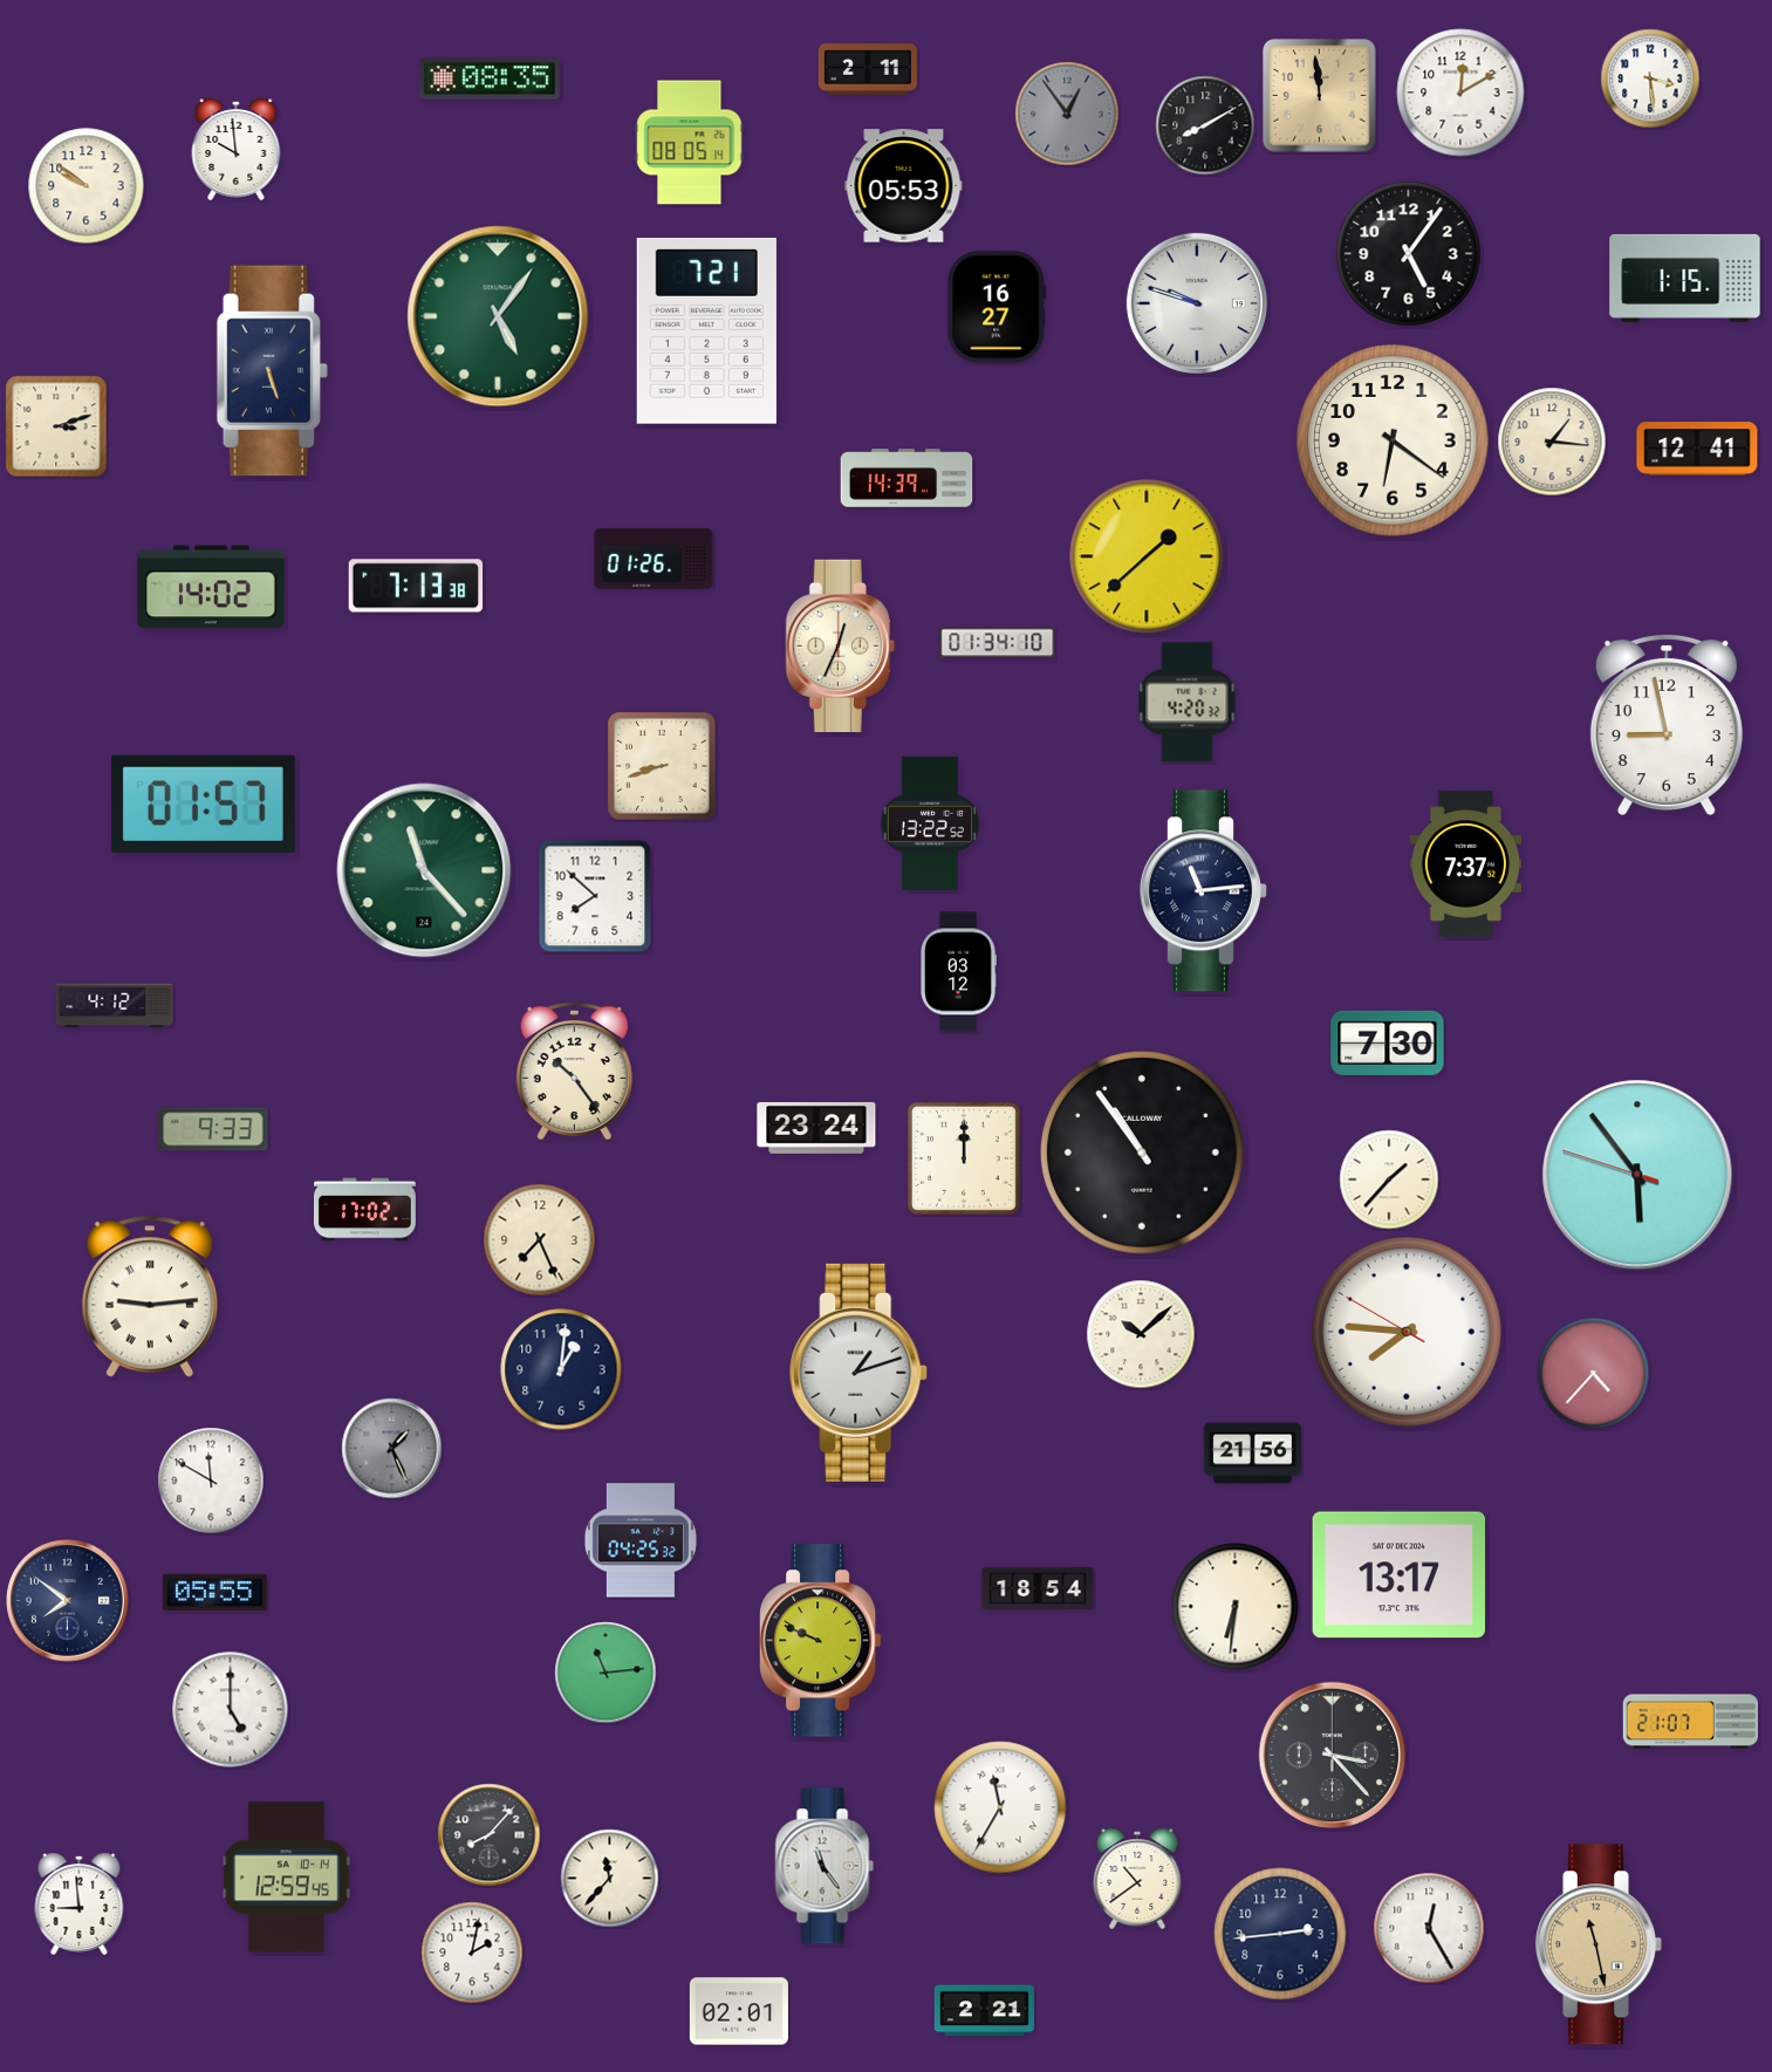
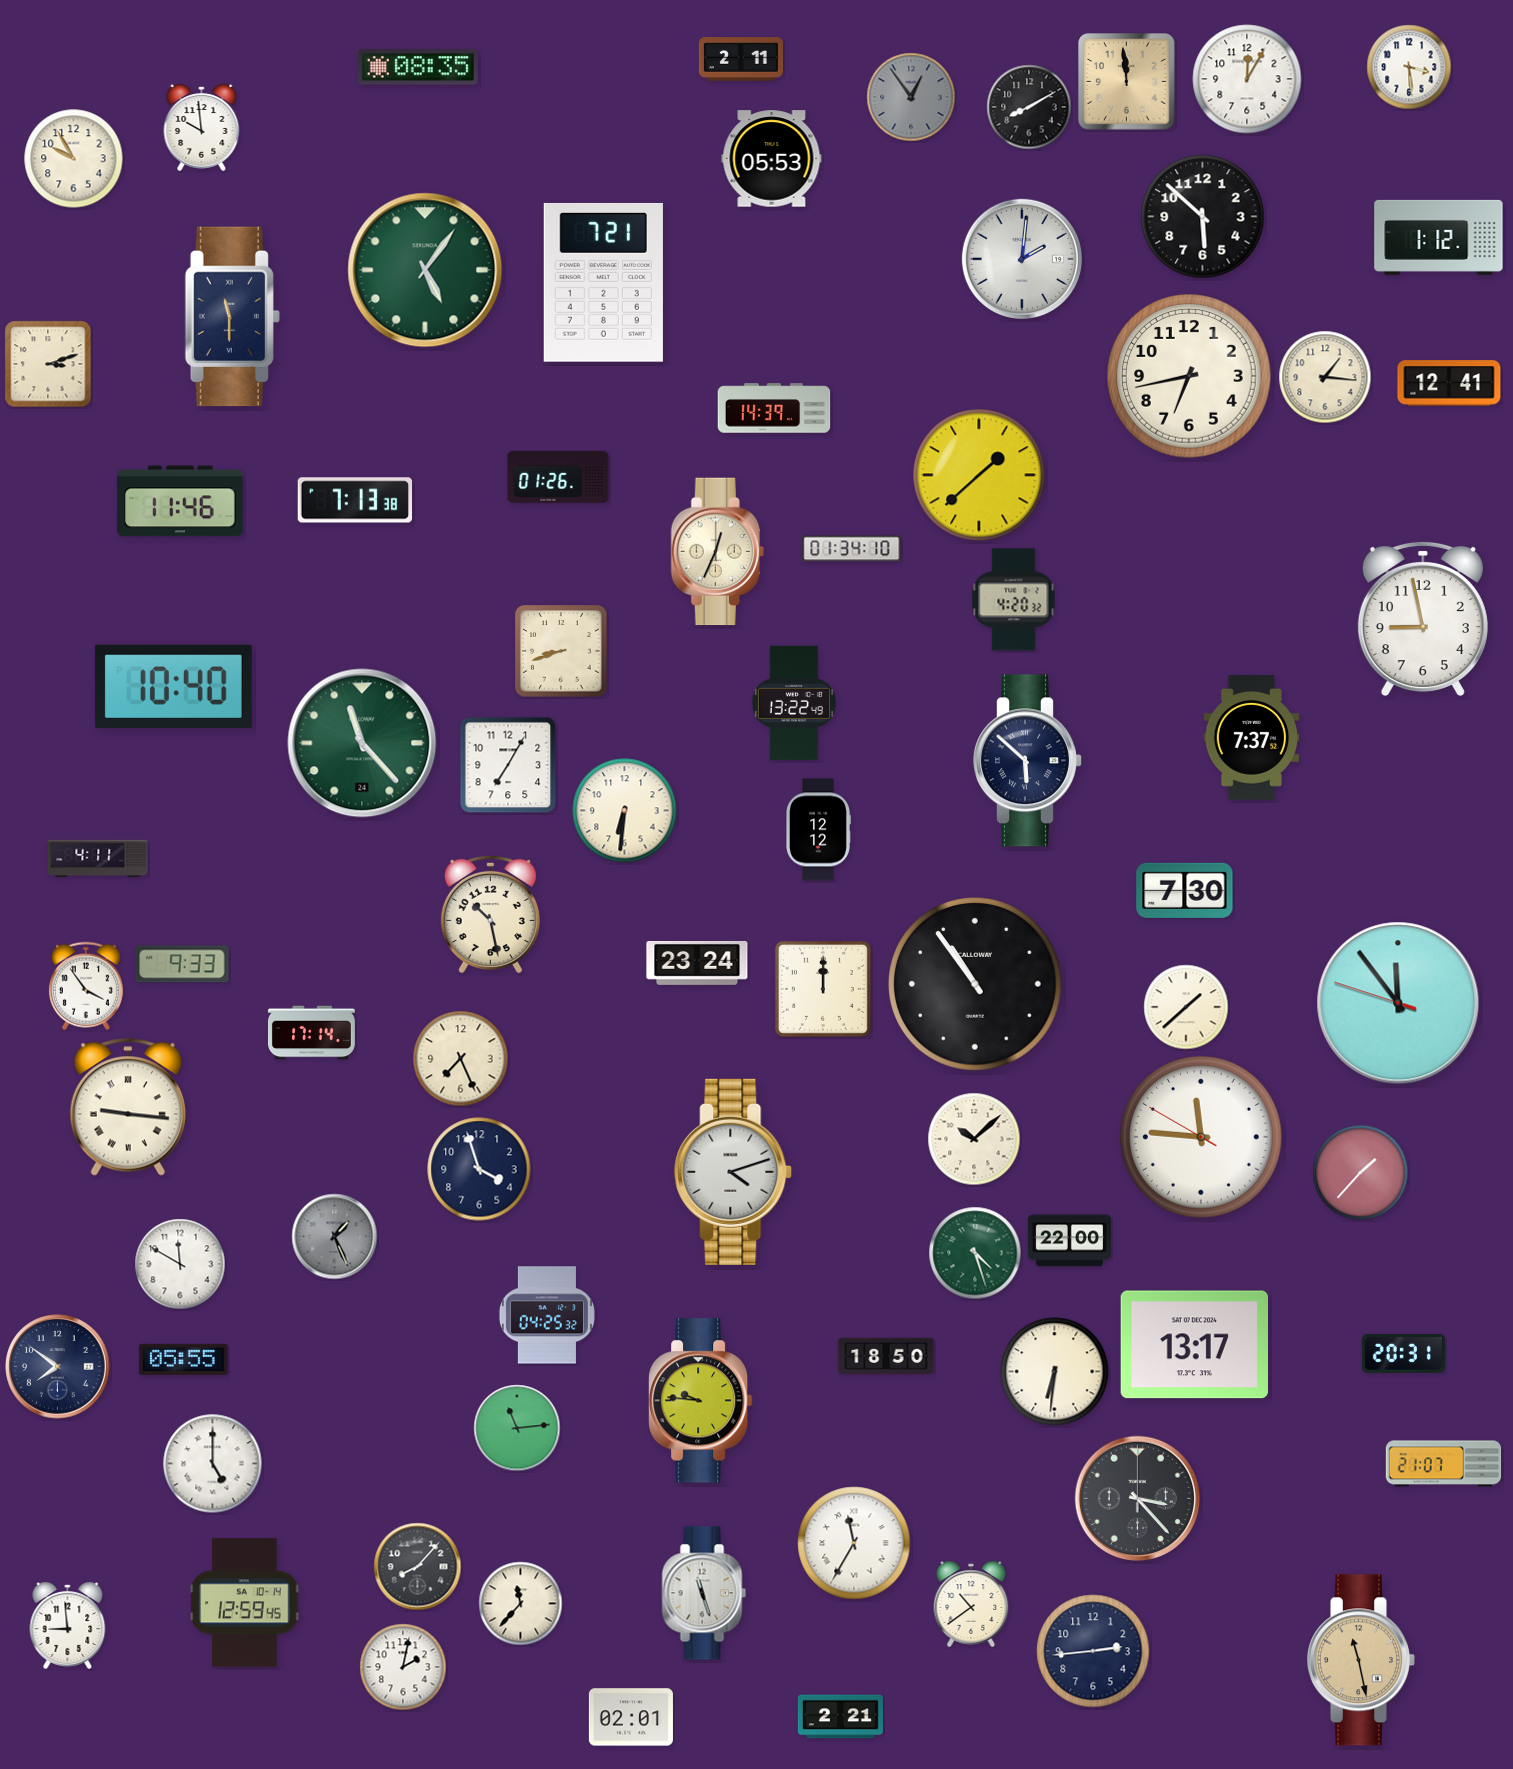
clock at (1460, 93): 12:10 -> 12:05
clock at (690, 143): 08:05 -> none
clock at (87, 186): 9:51 -> 9:55
clock at (1409, 254): 5:06 -> 5:52
clock at (1685, 278): 1:15 -> 1:12
clock at (1197, 303): 9:48 -> 2:01
clock at (997, 307): 16:27 -> none
clock at (272, 371): 5:27 -> 11:30
clock at (1393, 440): 6:21 -> 6:43
clock at (211, 587): 14:02 -> 11:46
clock at (662, 766) position: (662, 766) -> (561, 651)
clock at (203, 804): 01:57 -> 10:40
clock at (930, 823): 13:22:52 -> 13:22:49
clock at (1204, 891): 11:14 -> 5:52
clock at (595, 896): 7:52 -> 7:05
clock at (625, 811): none -> 6:31
clock at (958, 972): 03:12 -> 12:12
clock at (115, 1006): 4:12 -> 4:11
clock at (574, 1069): 10:24 -> 10:28
clock at (86, 986): none -> 3:54
clock at (1637, 1175): 5:53 -> 11:53
clock at (1389, 1179): 1:37 -> 1:38
clock at (364, 1210): 17:02 -> 17:14
clock at (150, 1297): 9:14 -> 9:16
clock at (1407, 1332): 7:45 -> 11:45
clock at (561, 1369): 1:01 -> 3:57
clock at (860, 1373): 1:12 -> 4:12
clock at (1594, 1374): 4:37 -> 1:37
clock at (1252, 1454): 21:56 -> 22:00
clock at (975, 1253): none -> 4:27
clock at (1403, 1353): none -> 20:31
clock at (1038, 1587): 18:54 -> 18:50
clock at (820, 1641): 9:49 -> 9:46
clock at (231, 1710) position: (231, 1710) -> (213, 1464)
clock at (1691, 1722) position: (1691, 1722) -> (1444, 1464)
clock at (825, 1866): 11:24 -> 11:27
clock at (1429, 1928): 12:25 -> none
clock at (1599, 1944) position: (1599, 1944) -> (1361, 1660)
